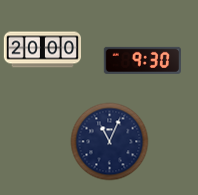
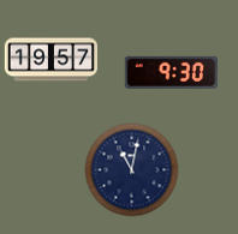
clock at (42, 50): 20:00 -> 19:57
clock at (109, 141): 11:04 -> 11:02
